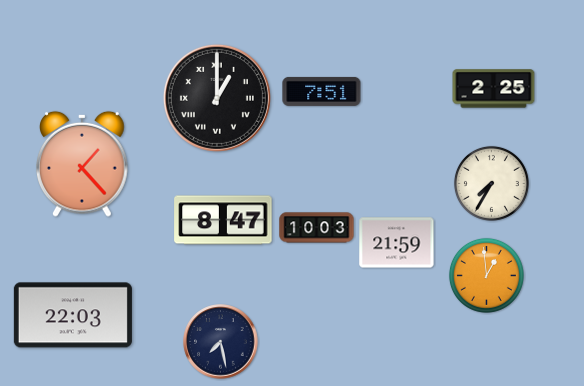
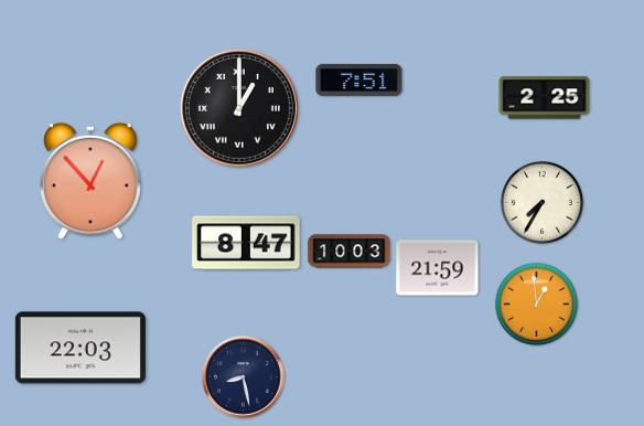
clock at (322, 91) position: (322, 91) -> (359, 79)
clock at (82, 164): 1:23 -> 12:53
clock at (221, 342): 7:28 -> 8:28
